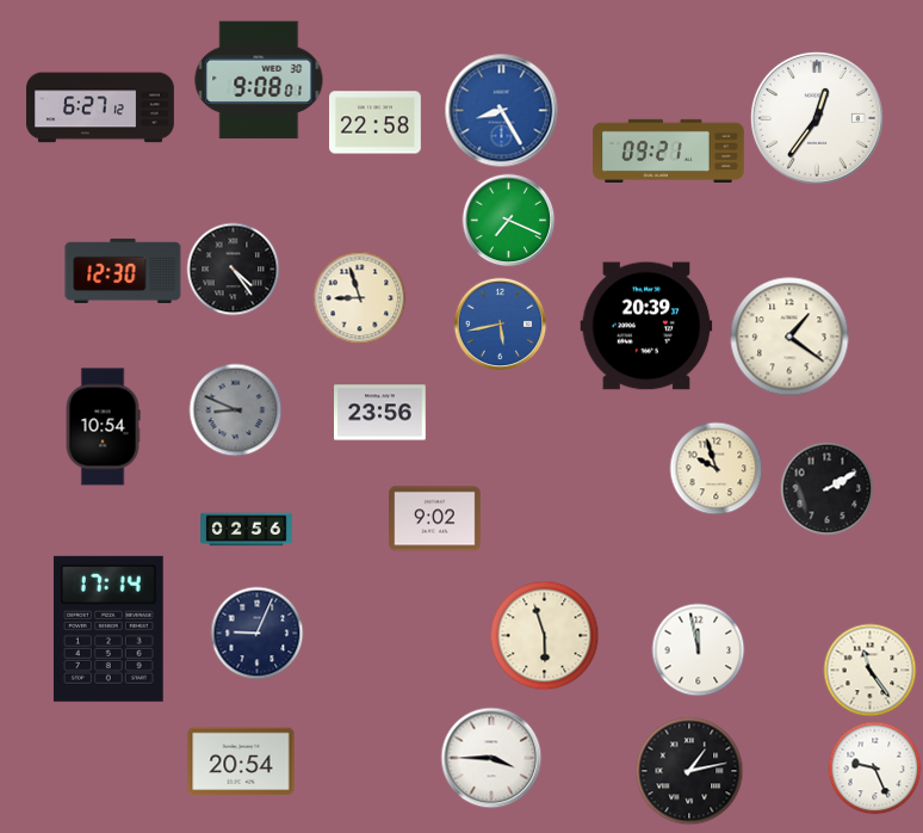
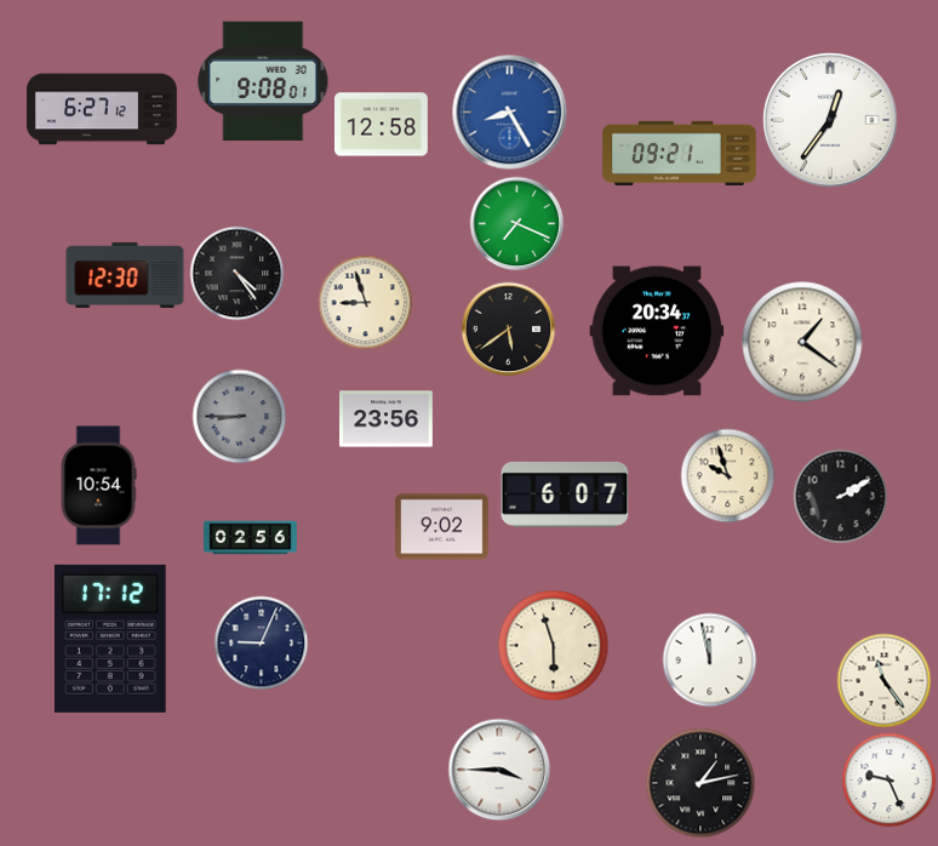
clock at (376, 123): 22:58 -> 12:58
clock at (500, 323): 5:43 -> 5:39
clock at (500, 323) dial: blue -> black
clock at (646, 326): 20:39 -> 20:34
clock at (235, 409): 8:49 -> 8:45
clock at (103, 427) position: (103, 427) -> (98, 486)
clock at (565, 495): none -> 6:07
clock at (109, 629): 17:14 -> 17:12
clock at (241, 761): 20:54 -> none
